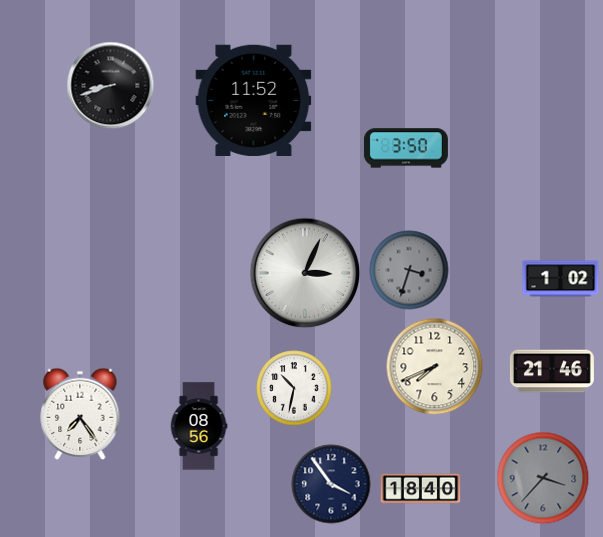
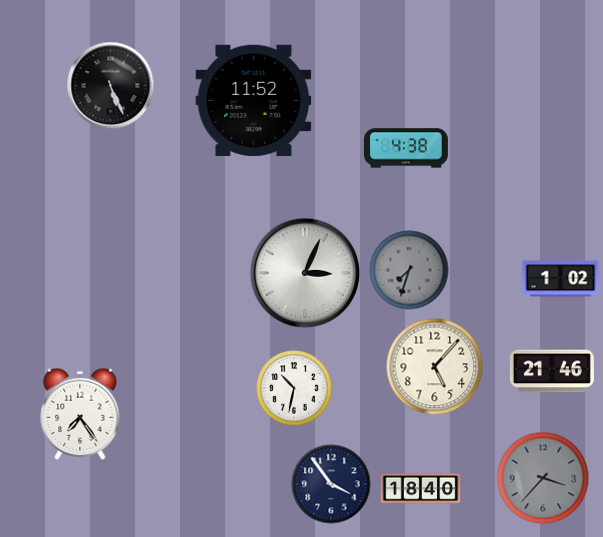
clock at (111, 86): 8:42 -> 5:26
clock at (406, 148): 3:50 -> 4:38
clock at (409, 270): 3:33 -> 7:33
clock at (435, 367): 7:41 -> 5:07
clock at (199, 426): 08:56 -> none
